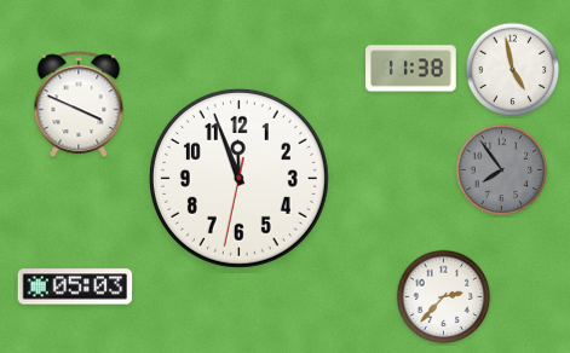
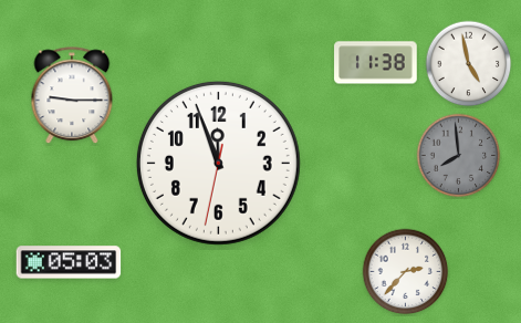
clock at (79, 105): 3:49 -> 9:15
clock at (502, 170): 7:54 -> 7:59
